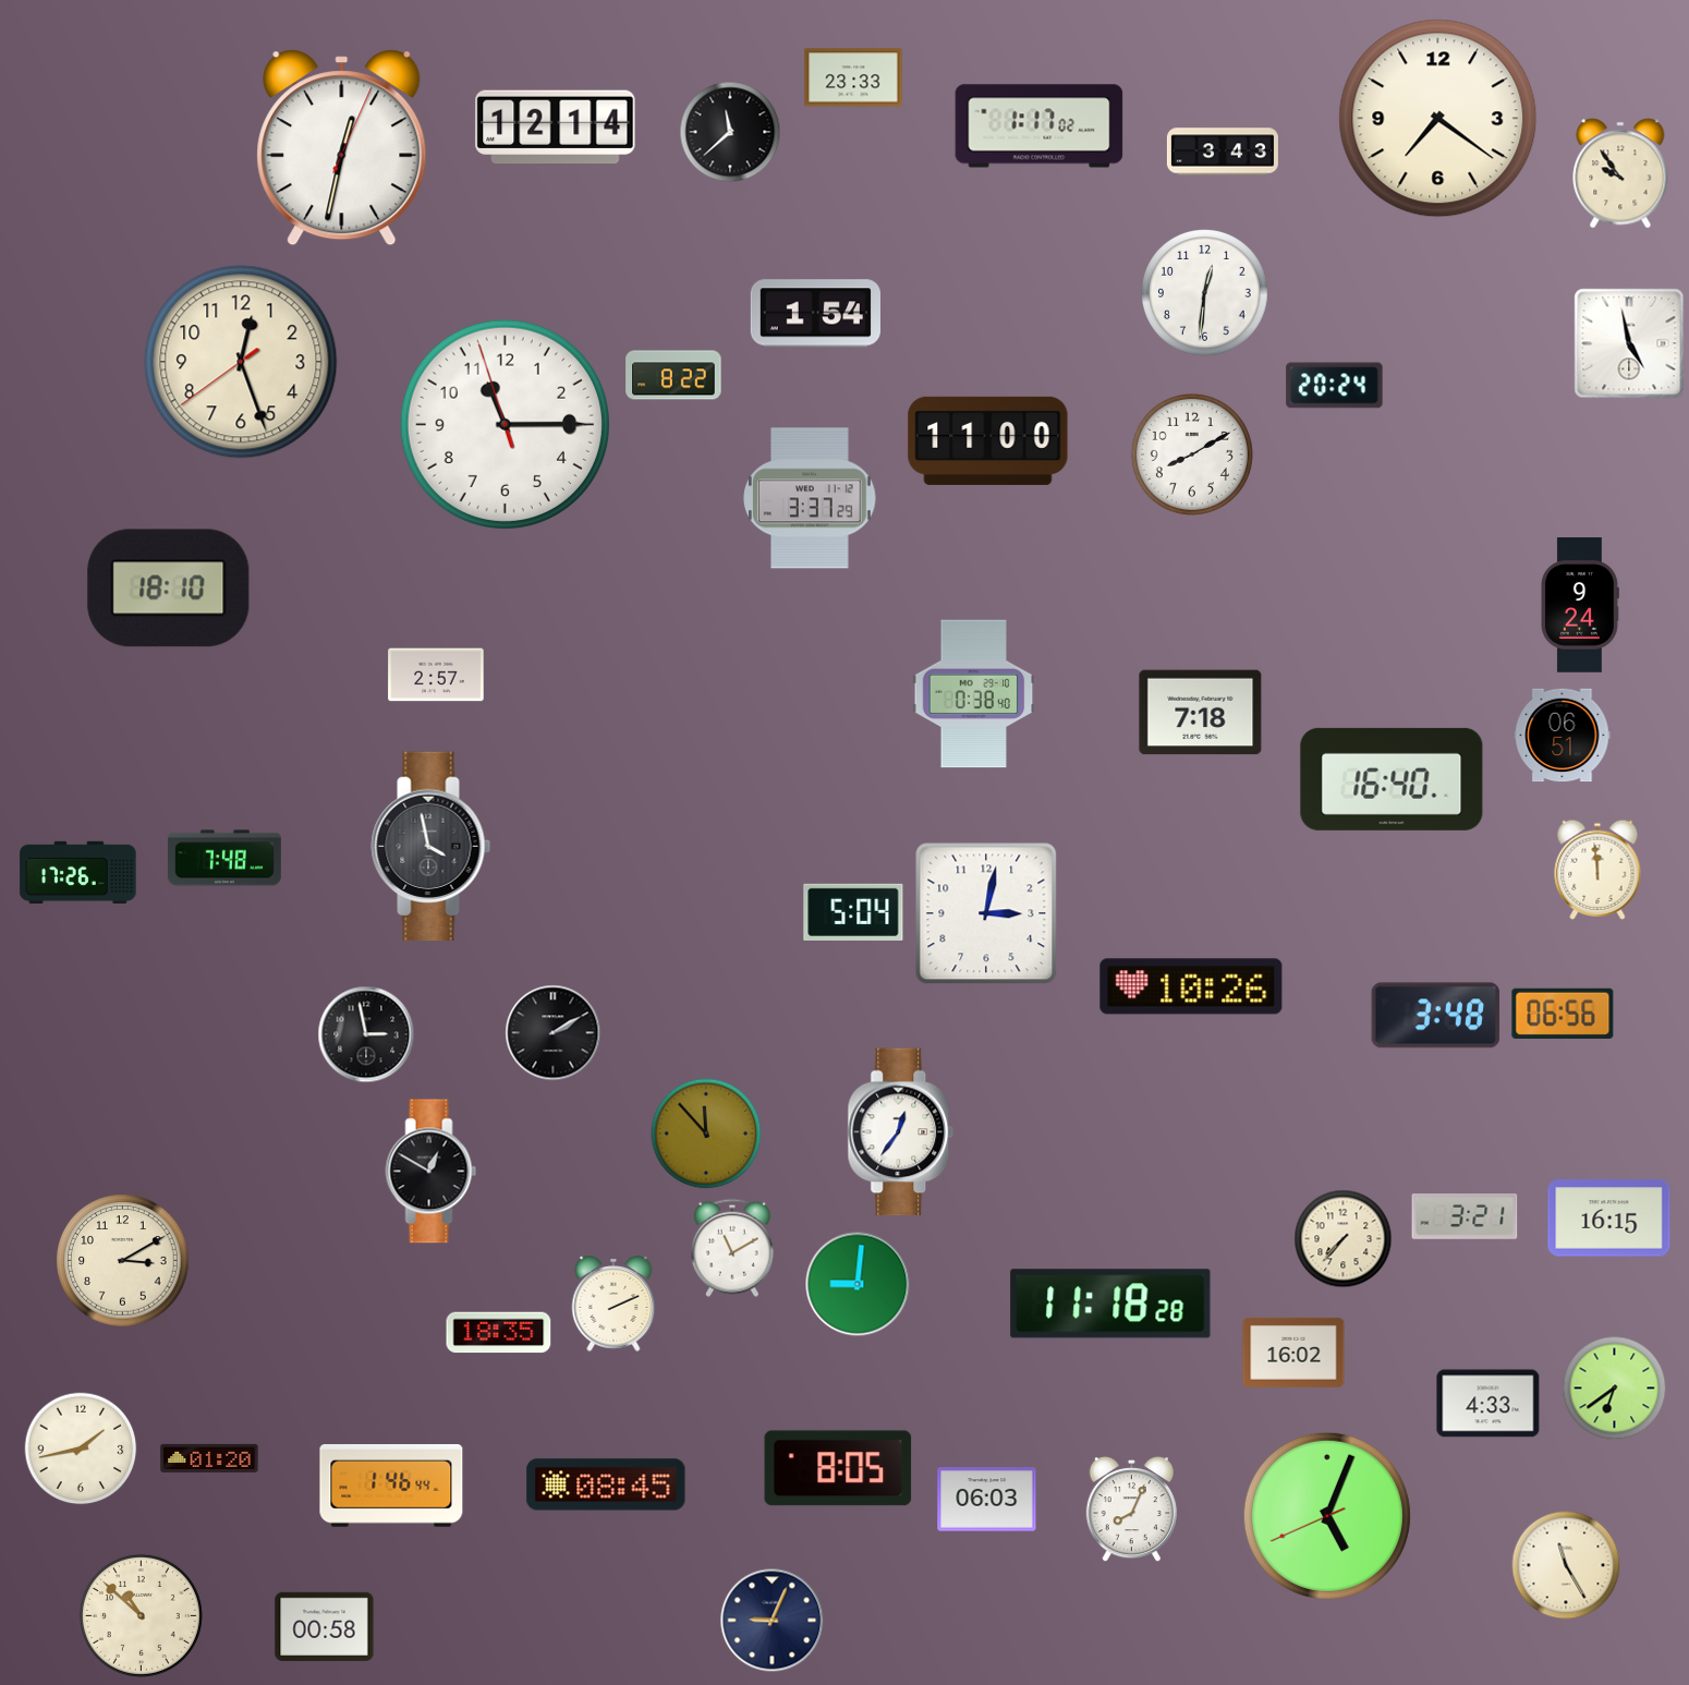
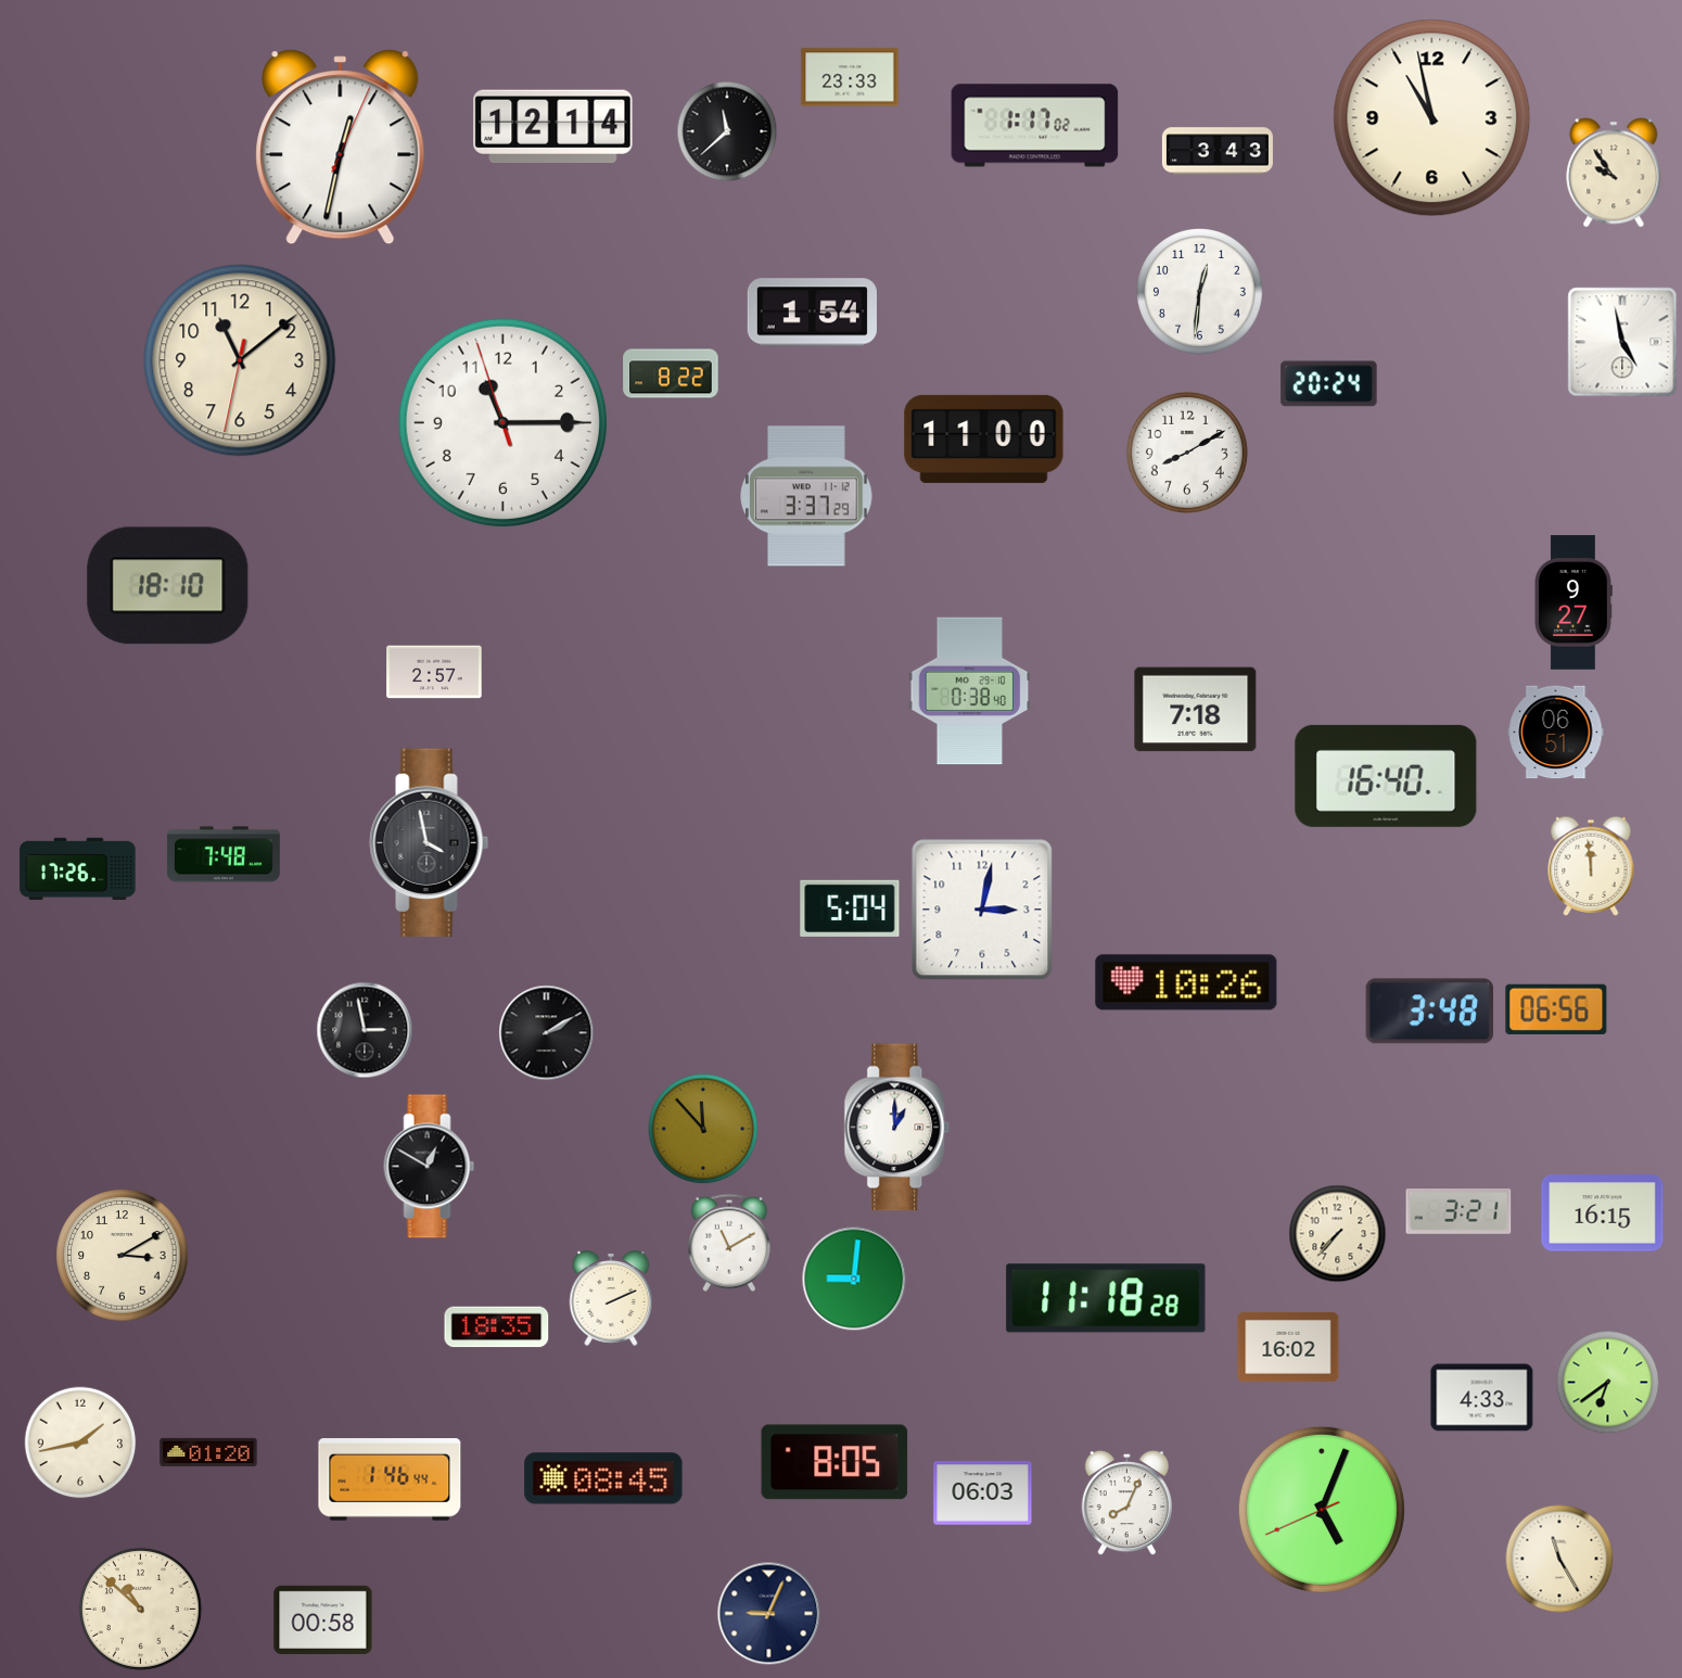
clock at (1438, 119): 7:21 -> 10:58
clock at (241, 362): 12:26 -> 11:08
clock at (1580, 605): 9:24 -> 9:27
clock at (554, 1033) position: (554, 1033) -> (547, 1033)
clock at (901, 1132): 12:36 -> 1:00
